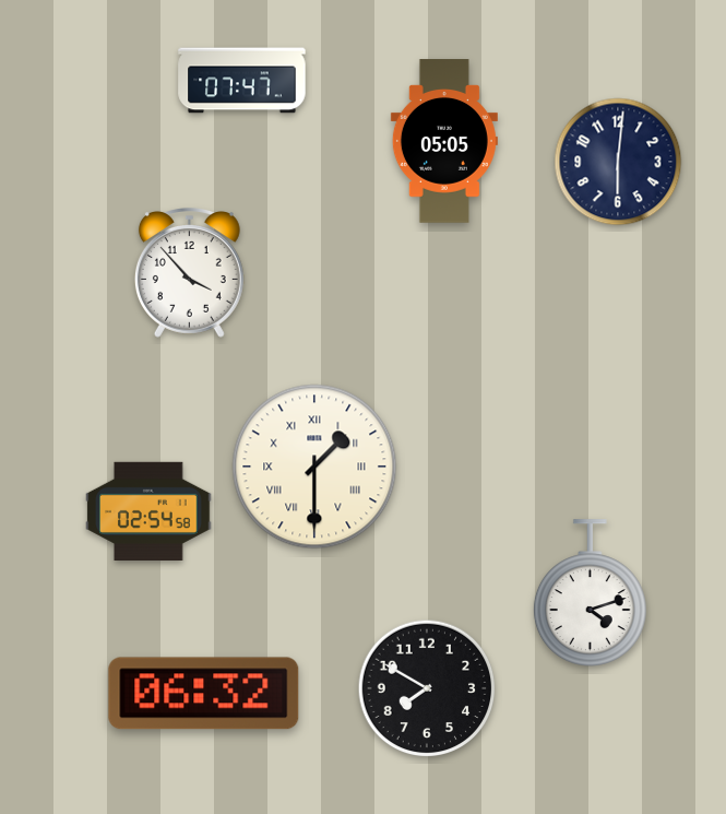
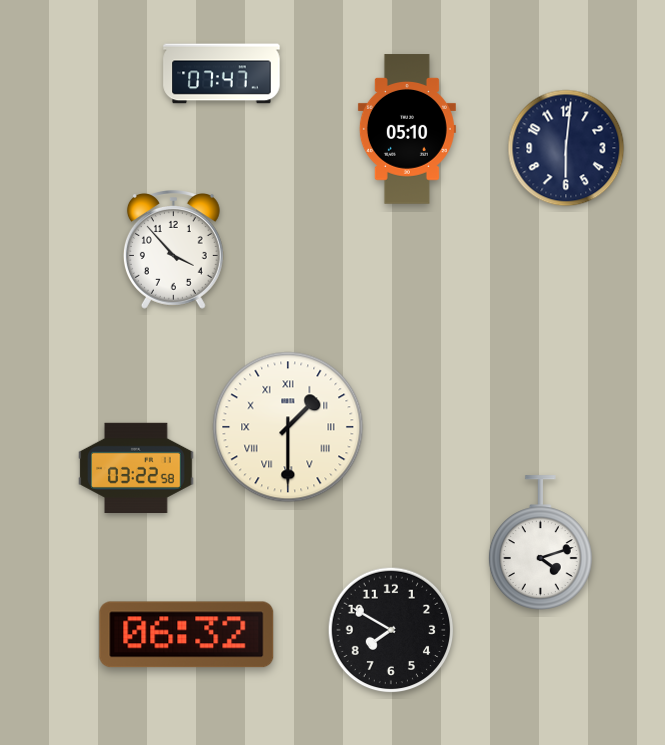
clock at (444, 141): 05:05 -> 05:10
clock at (148, 510): 02:54 -> 03:22
